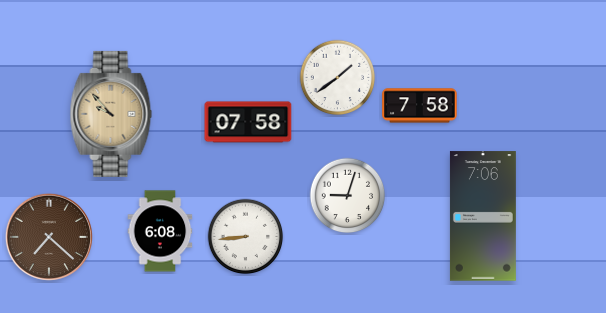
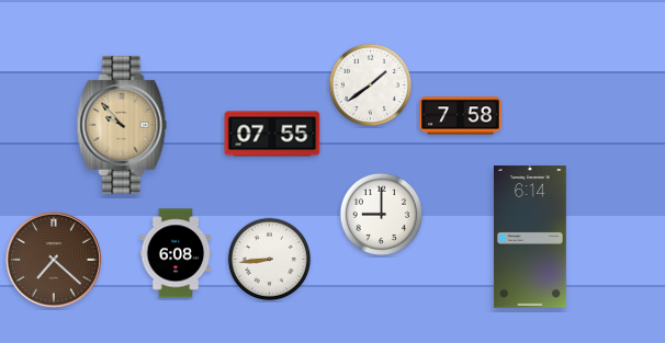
clock at (248, 122): 07:58 -> 07:55
clock at (348, 196): 9:03 -> 9:00
clock at (483, 216): 7:06 -> 6:14
